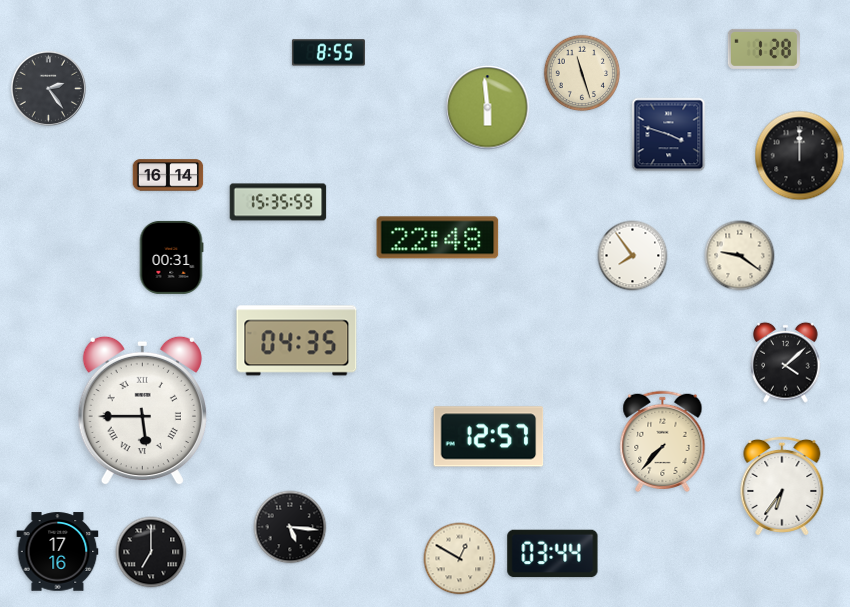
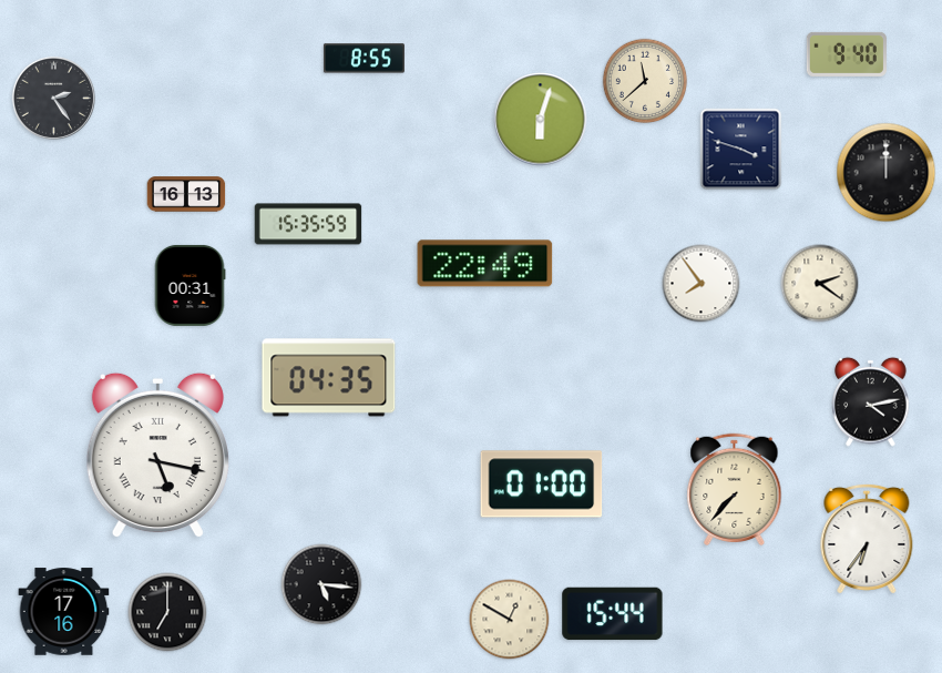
clock at (764, 49): 1:28 -> 9:40
clock at (582, 73): 11:27 -> 11:38
clock at (488, 108): 5:59 -> 6:03
clock at (168, 175): 16:14 -> 16:13
clock at (438, 238): 22:48 -> 22:49
clock at (740, 256): 9:21 -> 2:21
clock at (786, 362): 4:08 -> 4:13
clock at (142, 411): 5:45 -> 5:17
clock at (489, 437): 12:57 -> 01:00
clock at (553, 554): 03:44 -> 15:44
